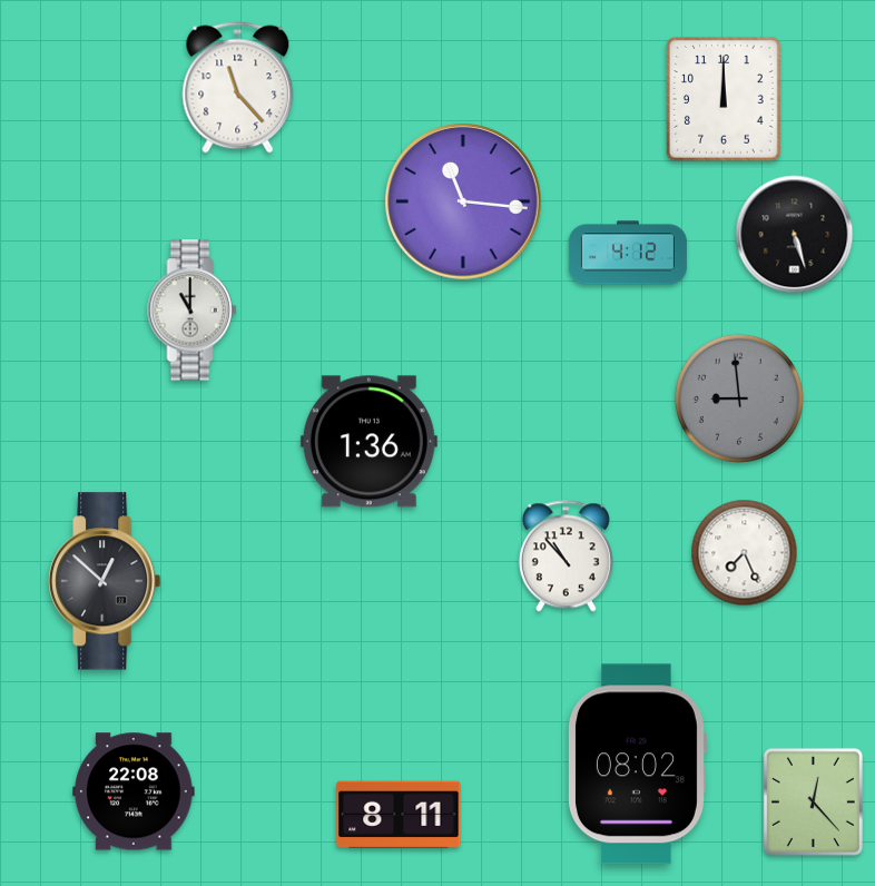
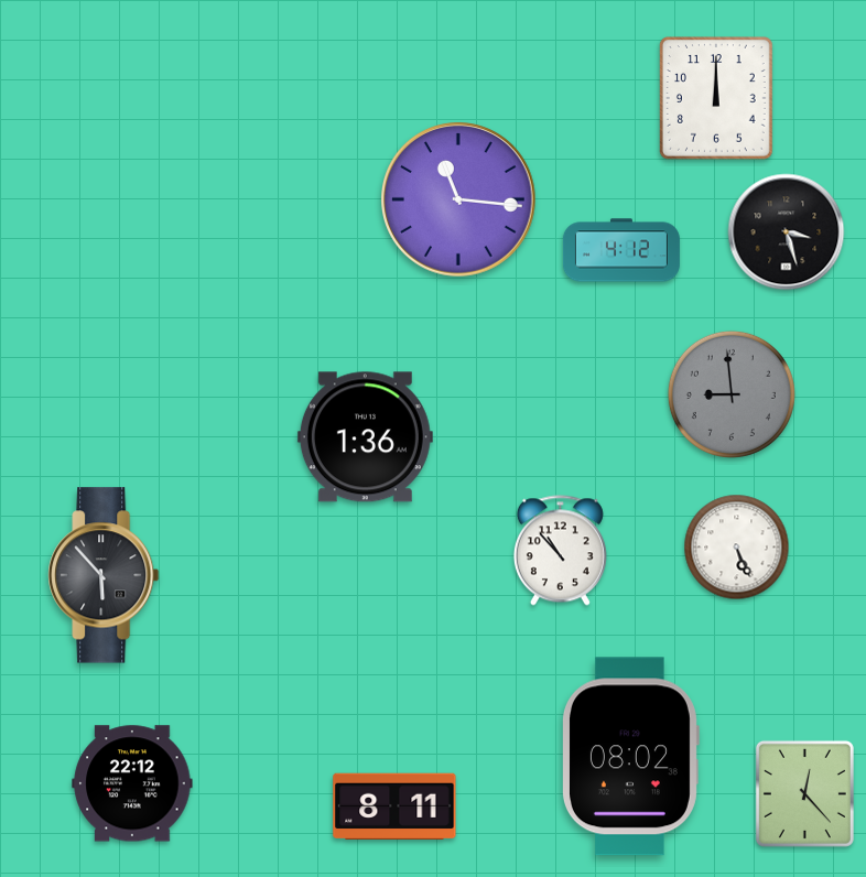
clock at (238, 88): 11:23 -> none
clock at (795, 235): 5:27 -> 3:27
clock at (193, 311): 11:00 -> none
clock at (745, 553): 7:26 -> 5:26
clock at (105, 581): 12:52 -> 5:53
clock at (134, 791): 22:08 -> 22:12
